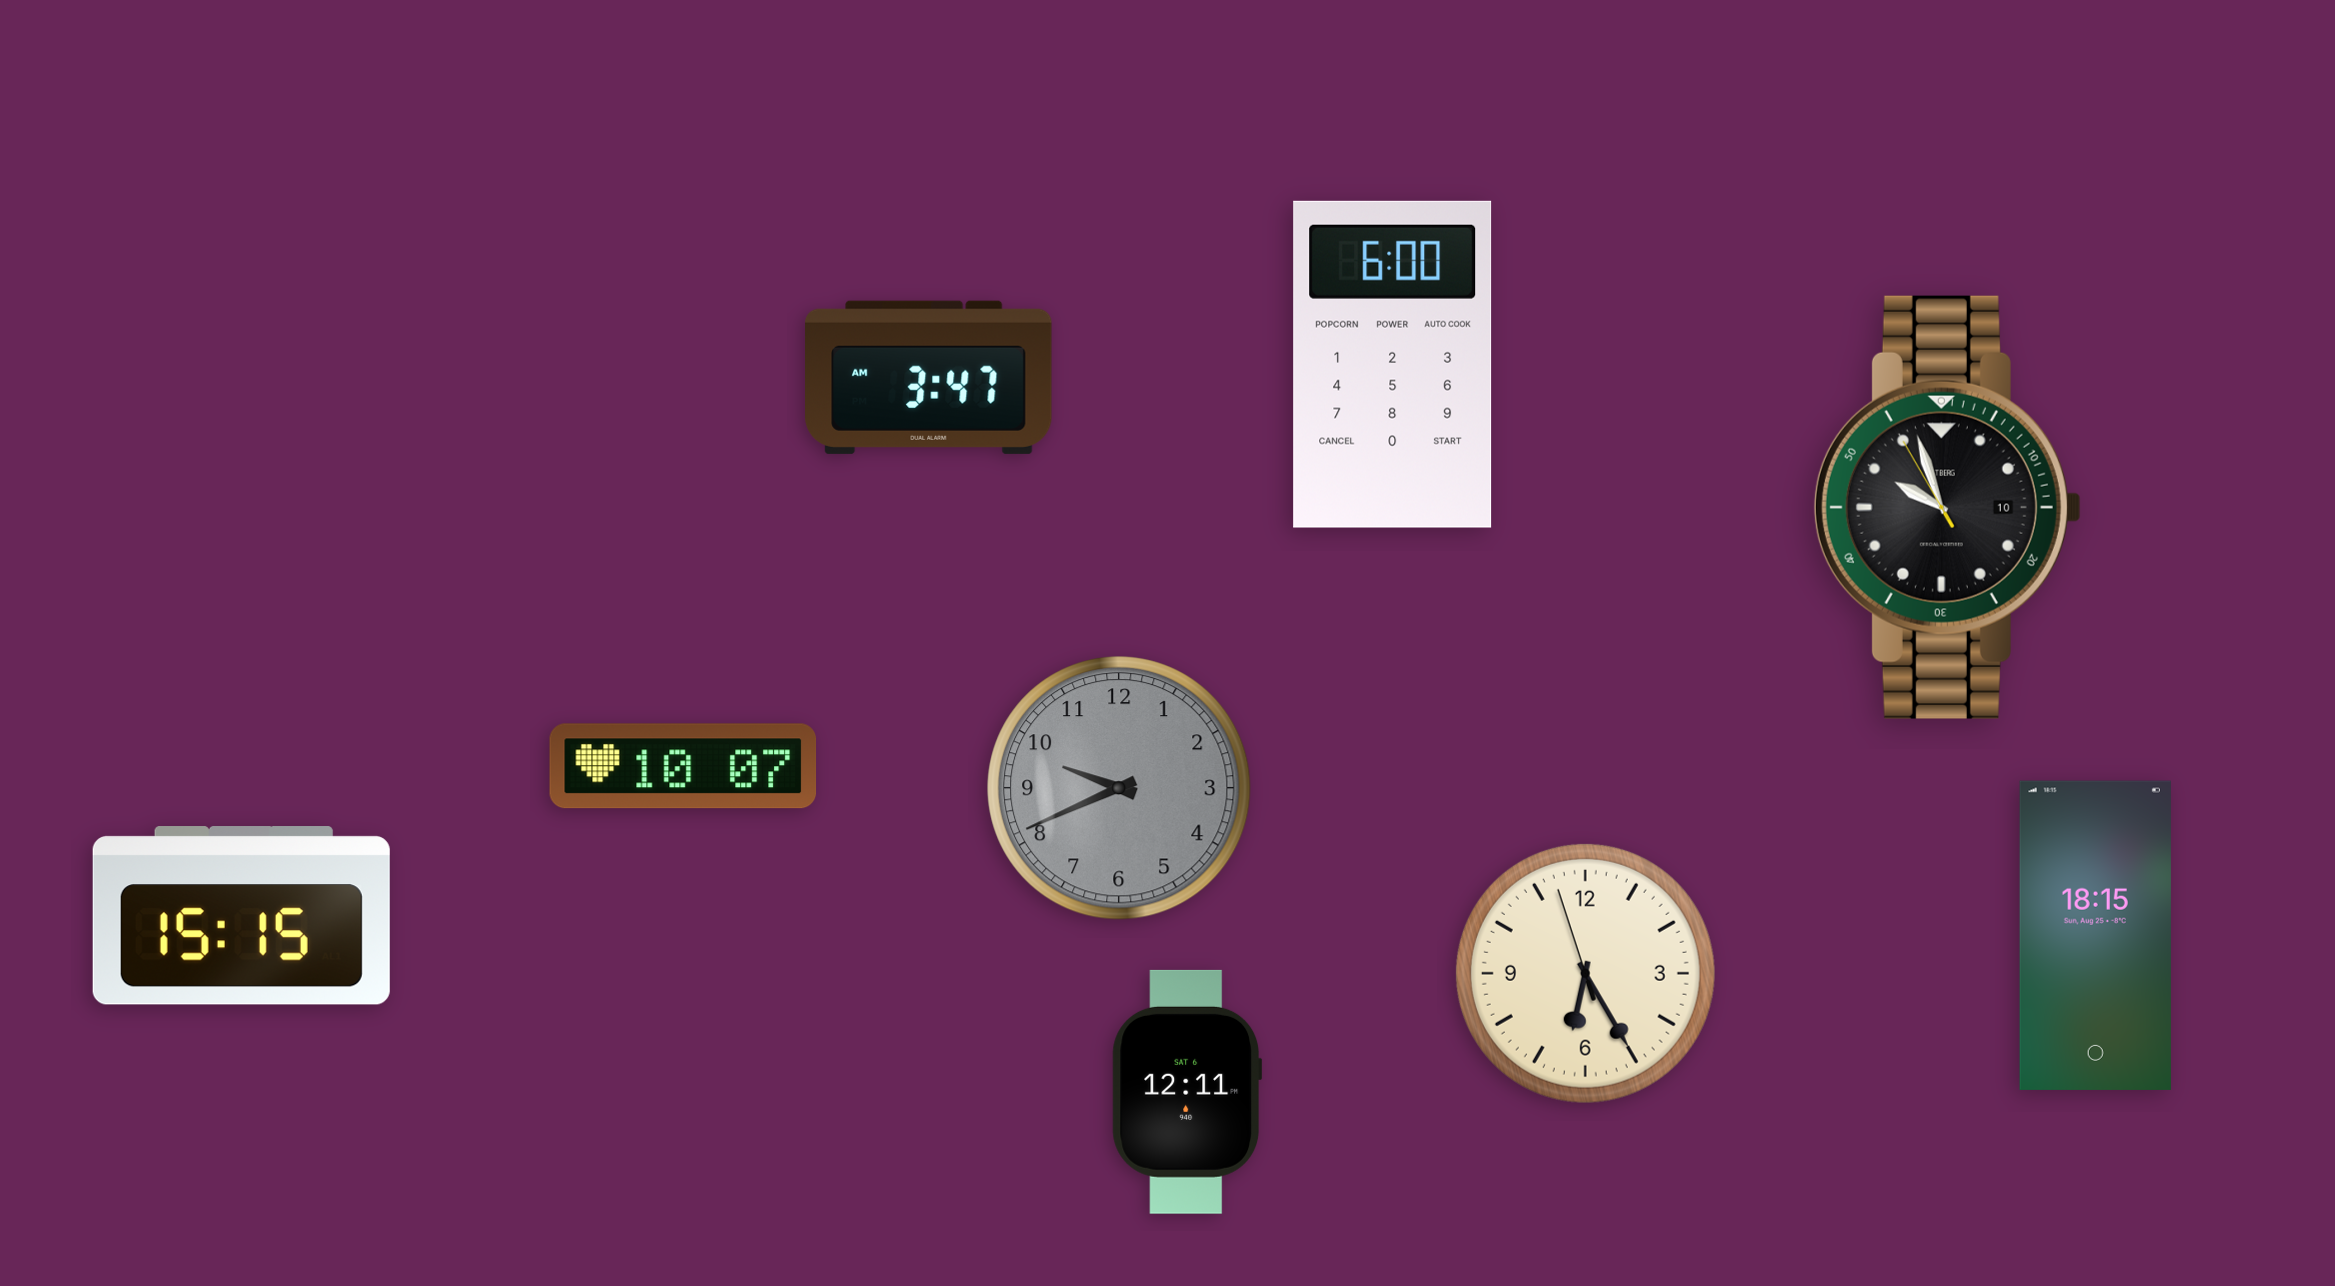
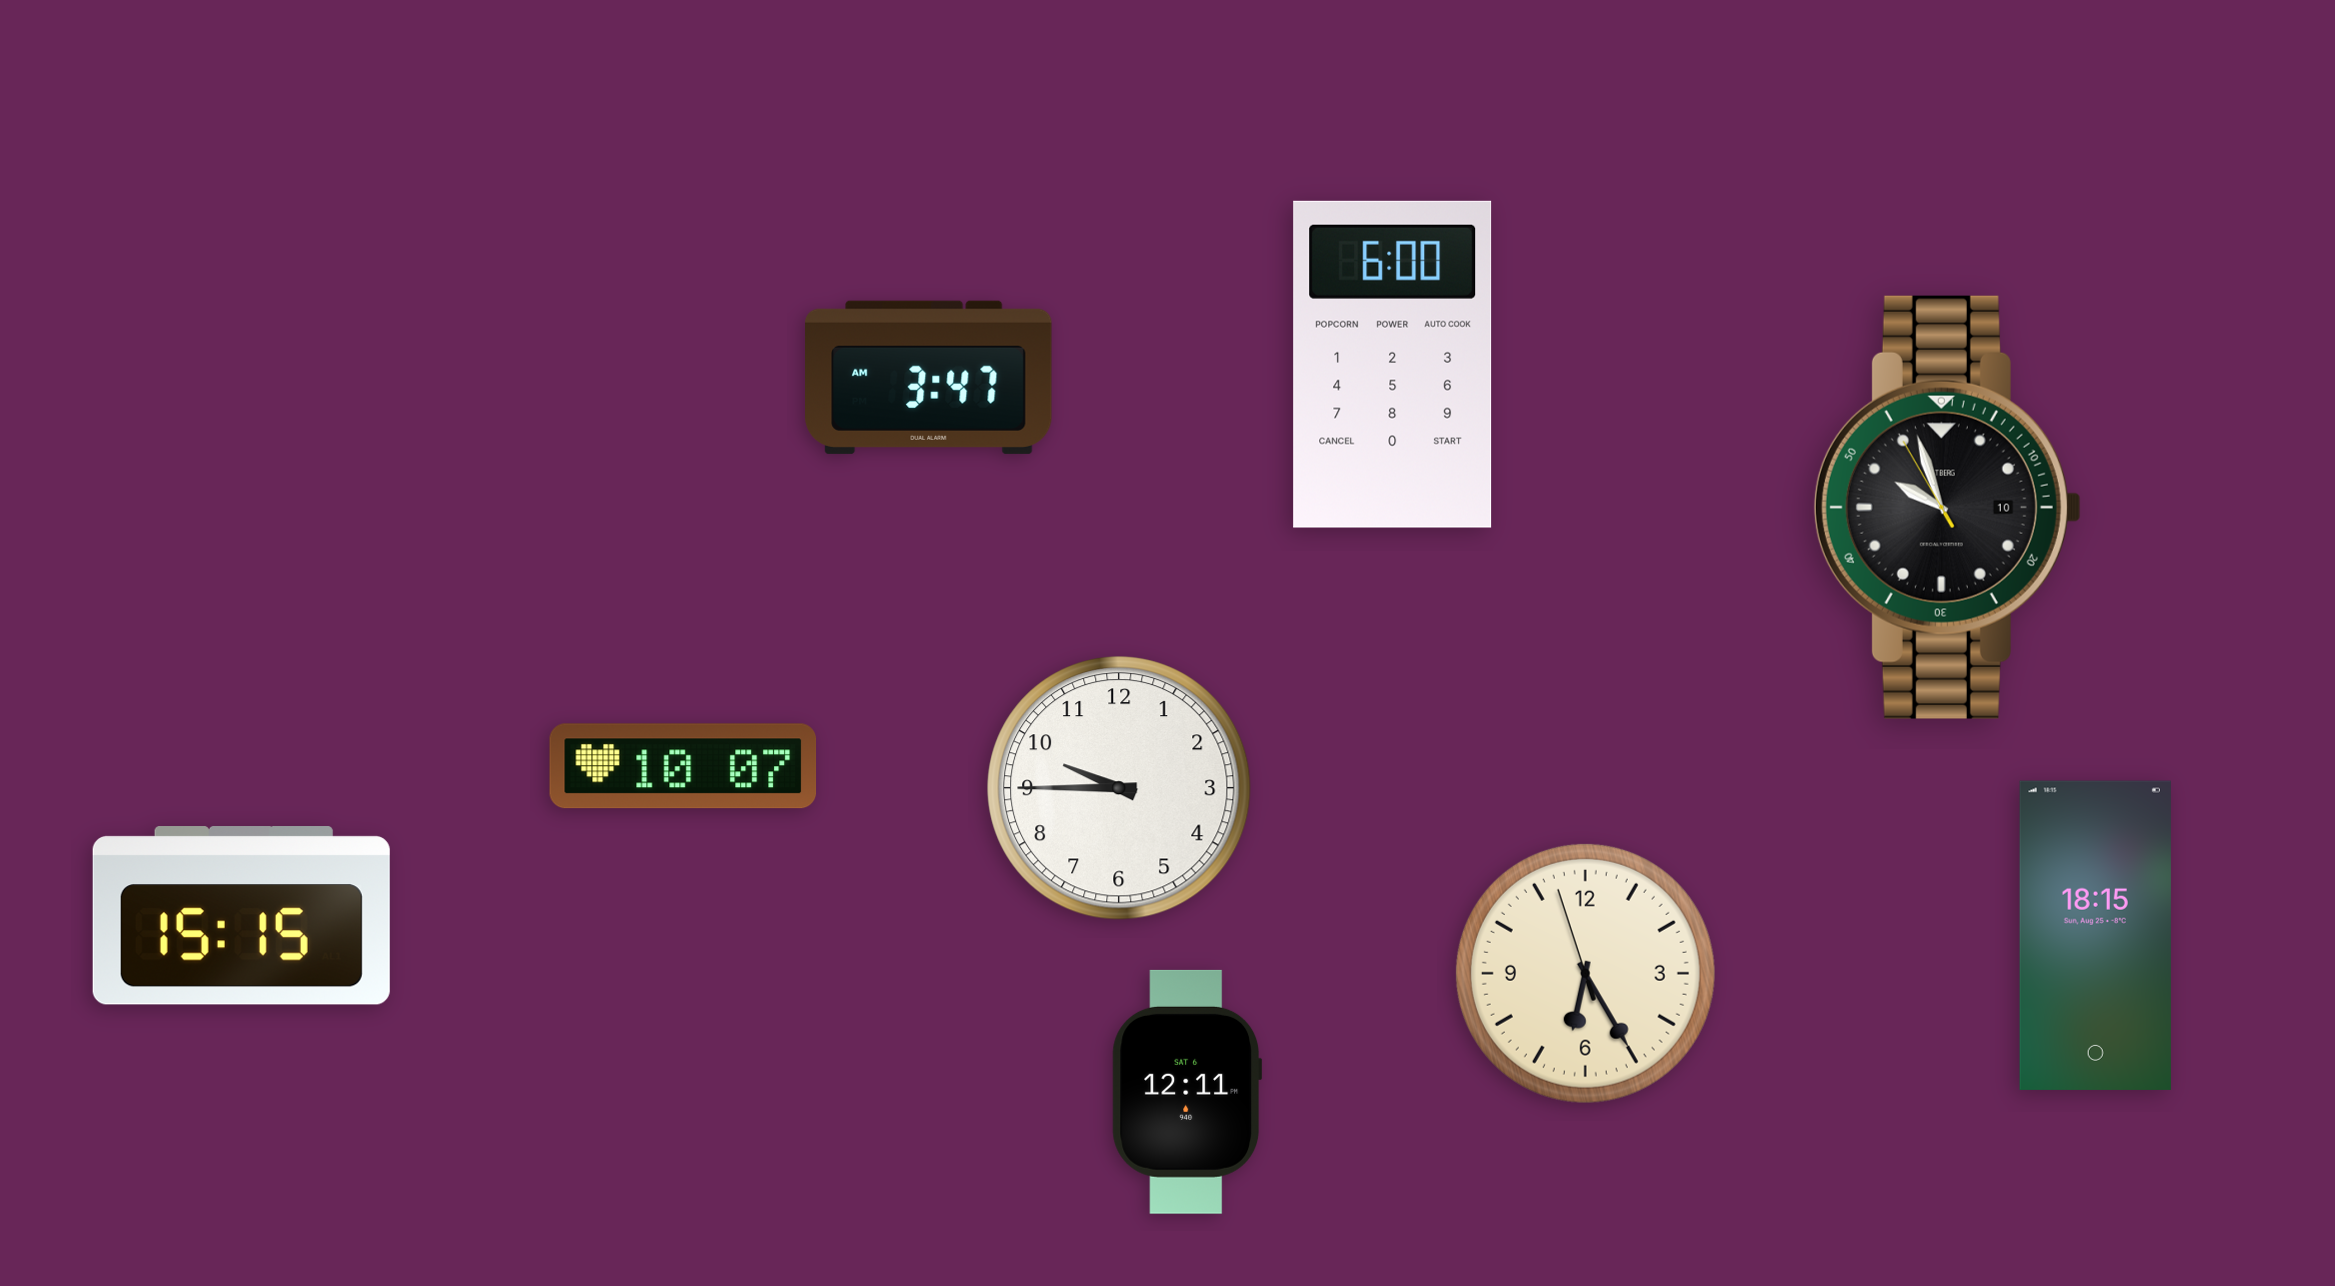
clock at (1119, 788): 9:41 -> 9:45
clock at (1119, 788) dial: grey -> white
